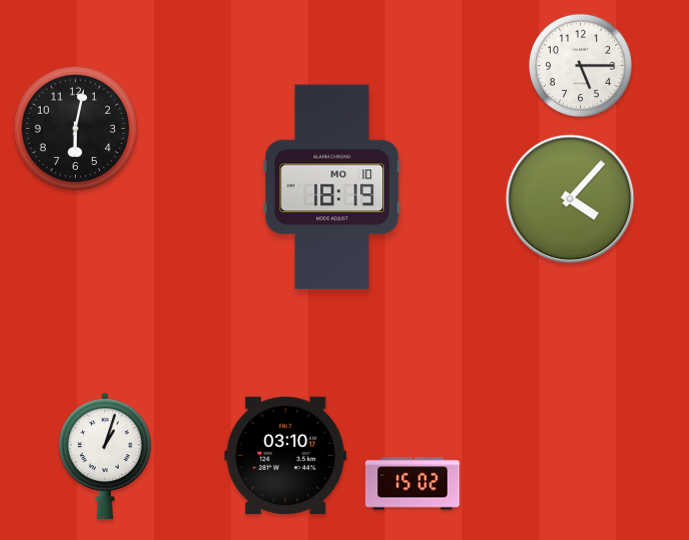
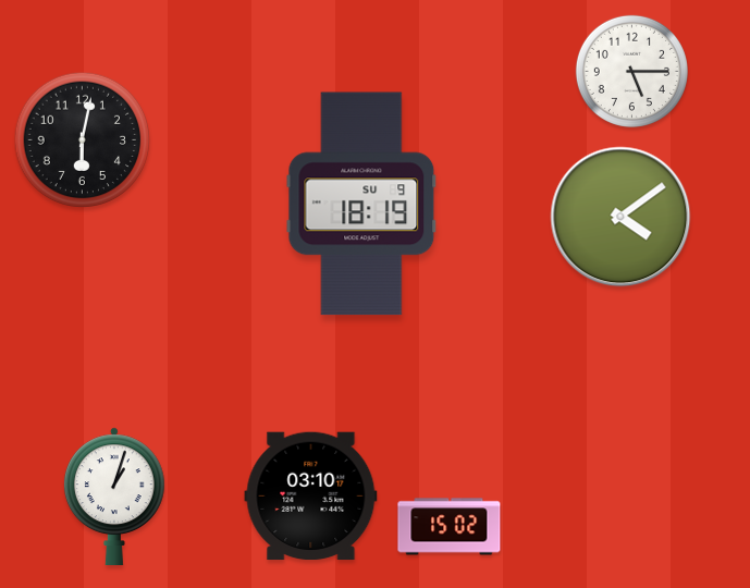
clock at (332, 187) date: MO 10 -> SU 9
clock at (570, 199): 4:07 -> 4:09
